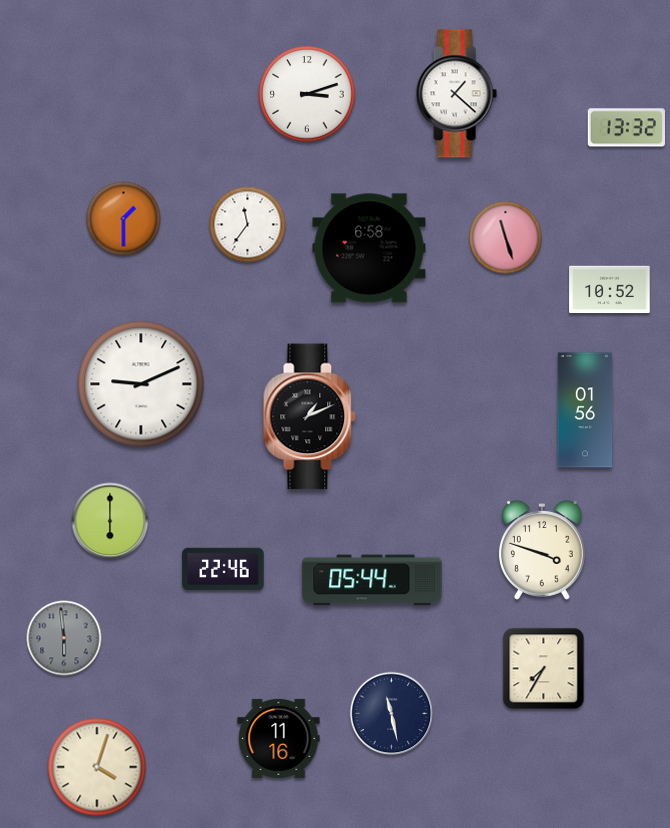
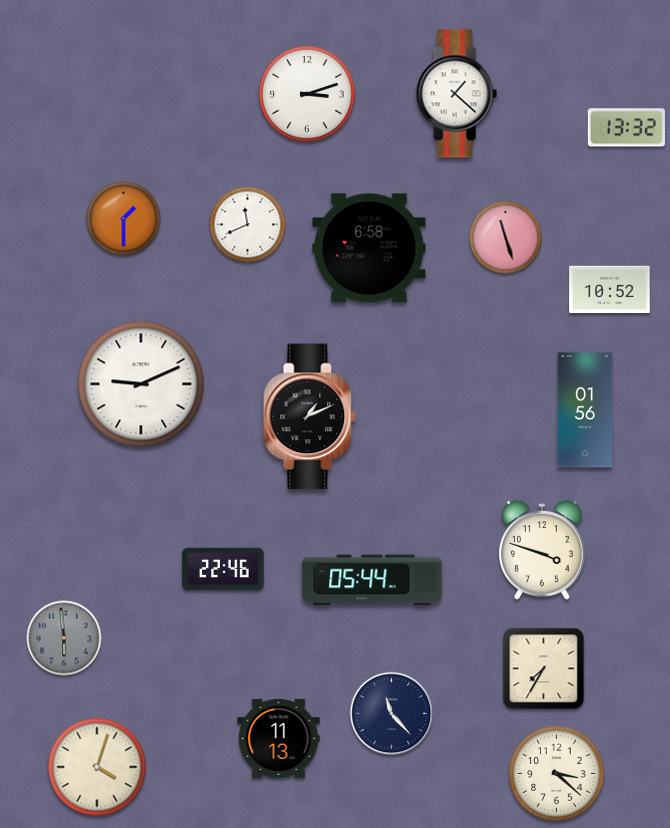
clock at (248, 225): 11:36 -> 11:41
clock at (110, 521): 6:00 -> none
clock at (392, 714): 11:28 -> 11:23
clock at (279, 738): 11:16 -> 11:13
clock at (557, 774): none -> 3:22
